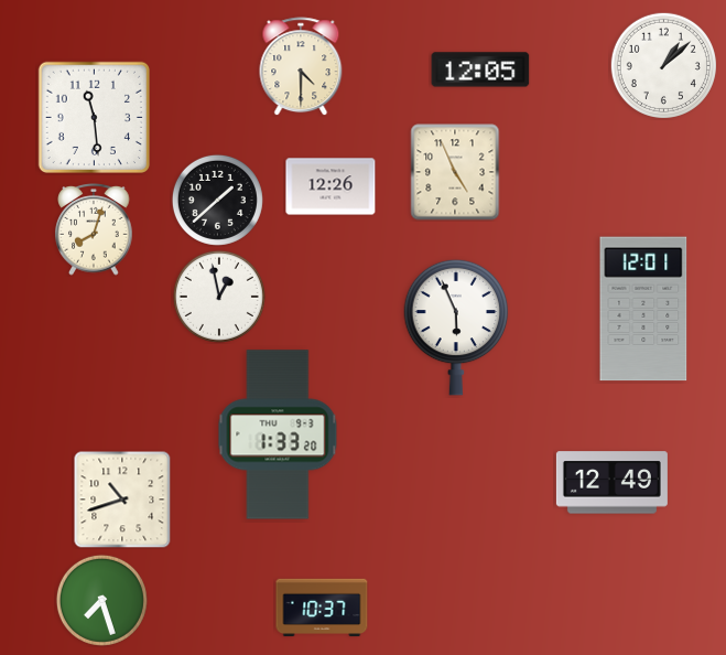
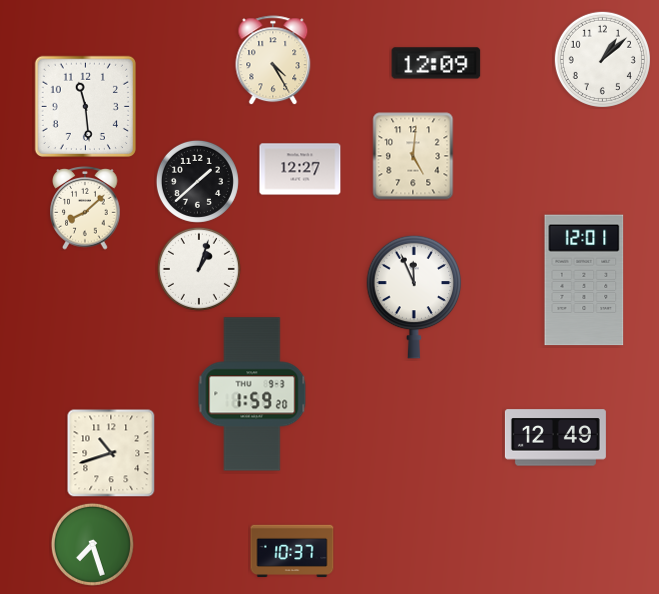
clock at (301, 66): 4:30 -> 4:25
clock at (480, 69): 12:05 -> 12:09
clock at (455, 172): 4:56 -> 5:01
clock at (331, 186): 12:26 -> 12:27
clock at (94, 229): 8:03 -> 8:08
clock at (219, 297): 12:58 -> 1:03
clock at (456, 327): 5:56 -> 11:56
clock at (278, 434): 1:33 -> 1:59
